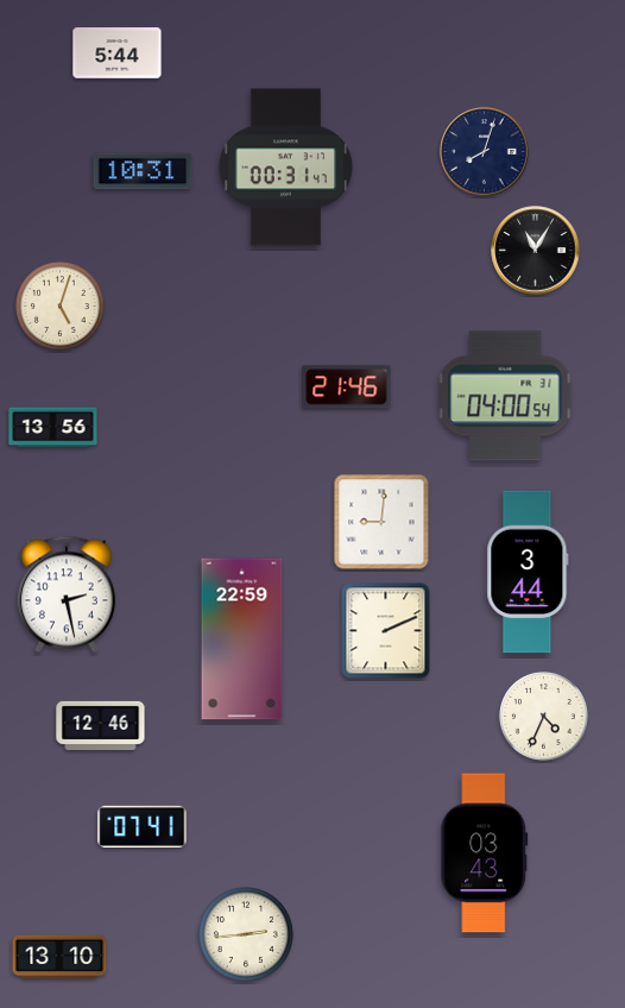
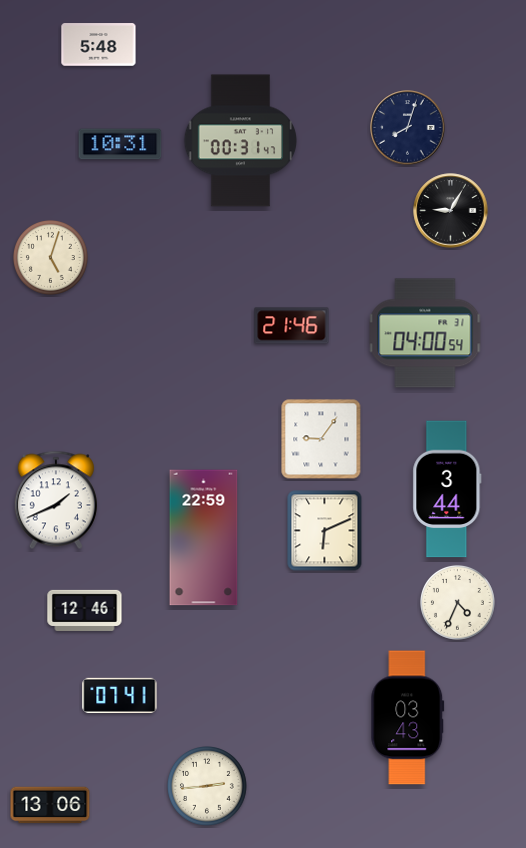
clock at (118, 53): 5:44 -> 5:48
clock at (536, 251): 11:05 -> 9:05
clock at (53, 428): 13:56 -> none
clock at (381, 522): 9:01 -> 9:06
clock at (528, 572) position: (528, 572) -> (447, 489)
clock at (67, 594): 2:28 -> 1:41
clock at (386, 631): 2:11 -> 6:11
clock at (59, 957): 13:10 -> 13:06
